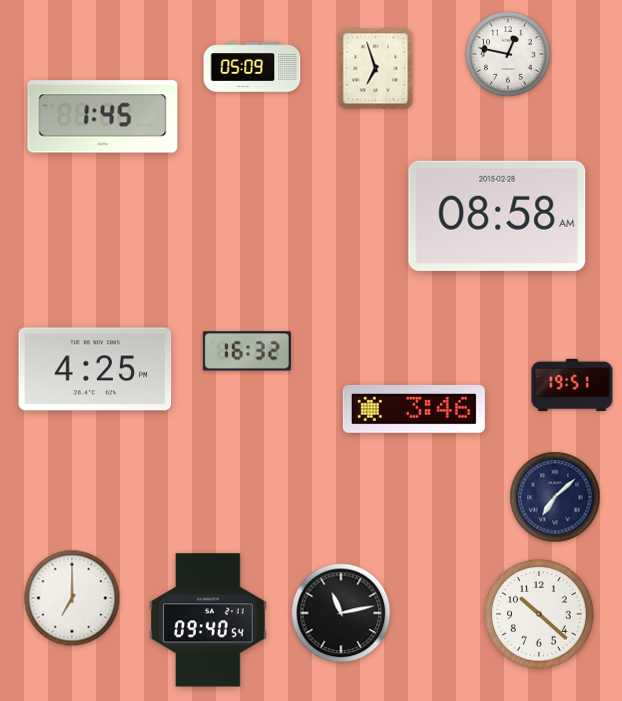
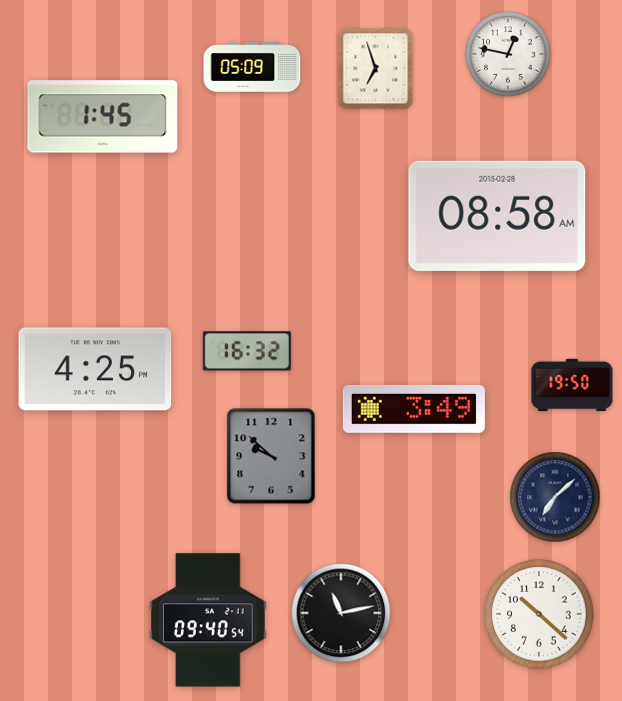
clock at (572, 385): 19:51 -> 19:50
clock at (414, 409): 3:46 -> 3:49
clock at (271, 456): none -> 9:52
clock at (72, 598): 7:00 -> none
